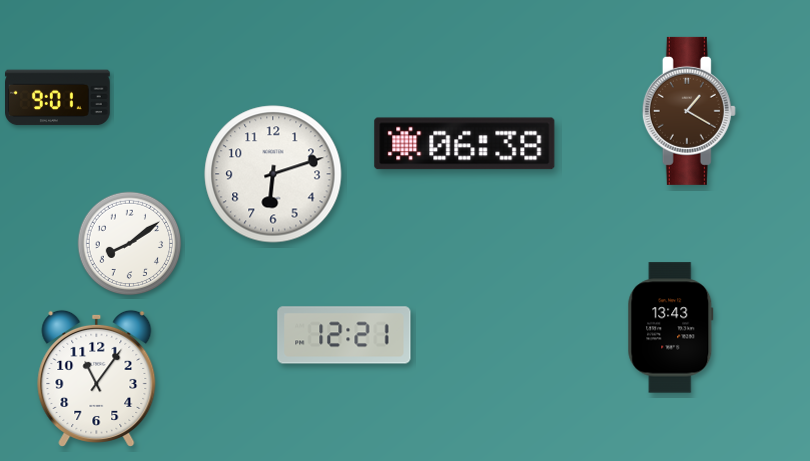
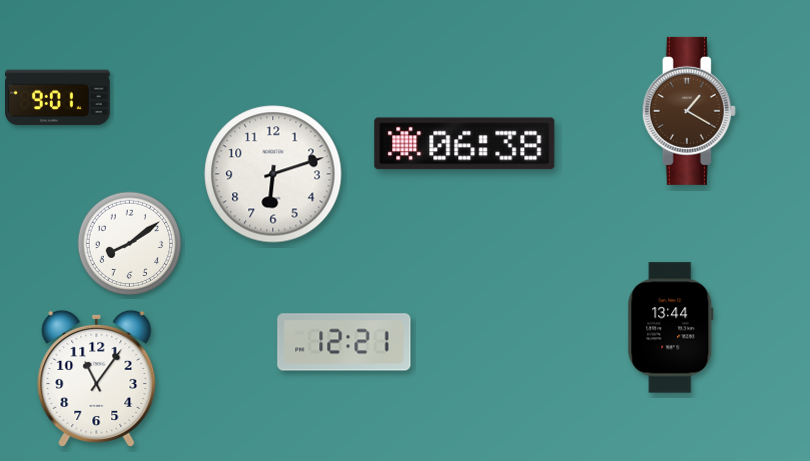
clock at (671, 328): 13:43 -> 13:44
clock at (344, 335) position: (344, 335) -> (344, 342)
